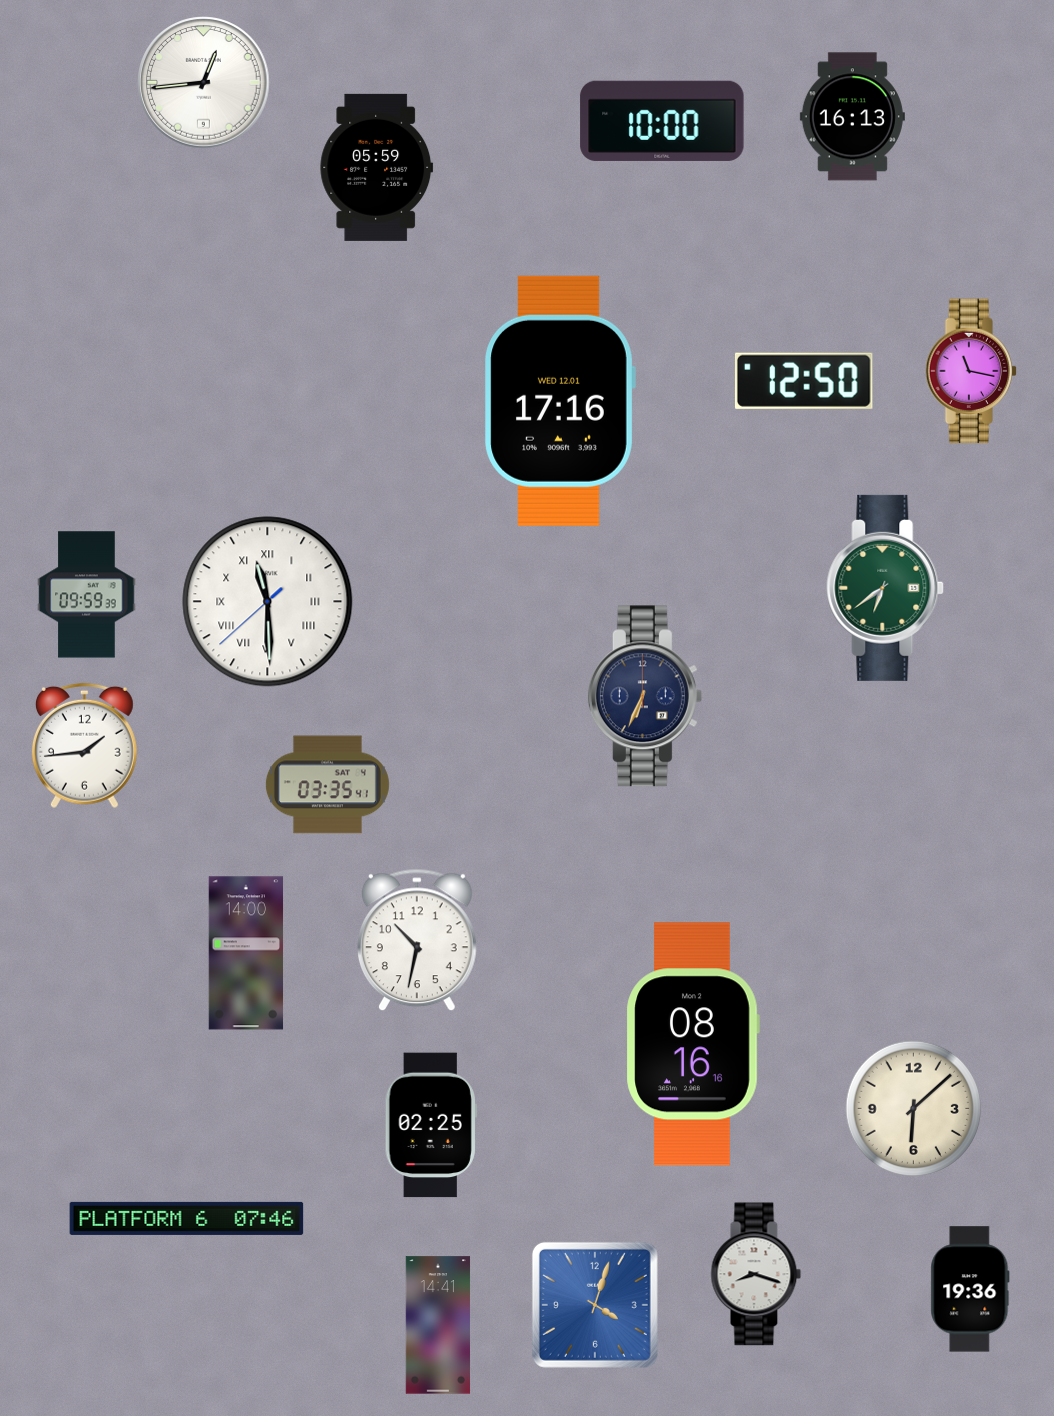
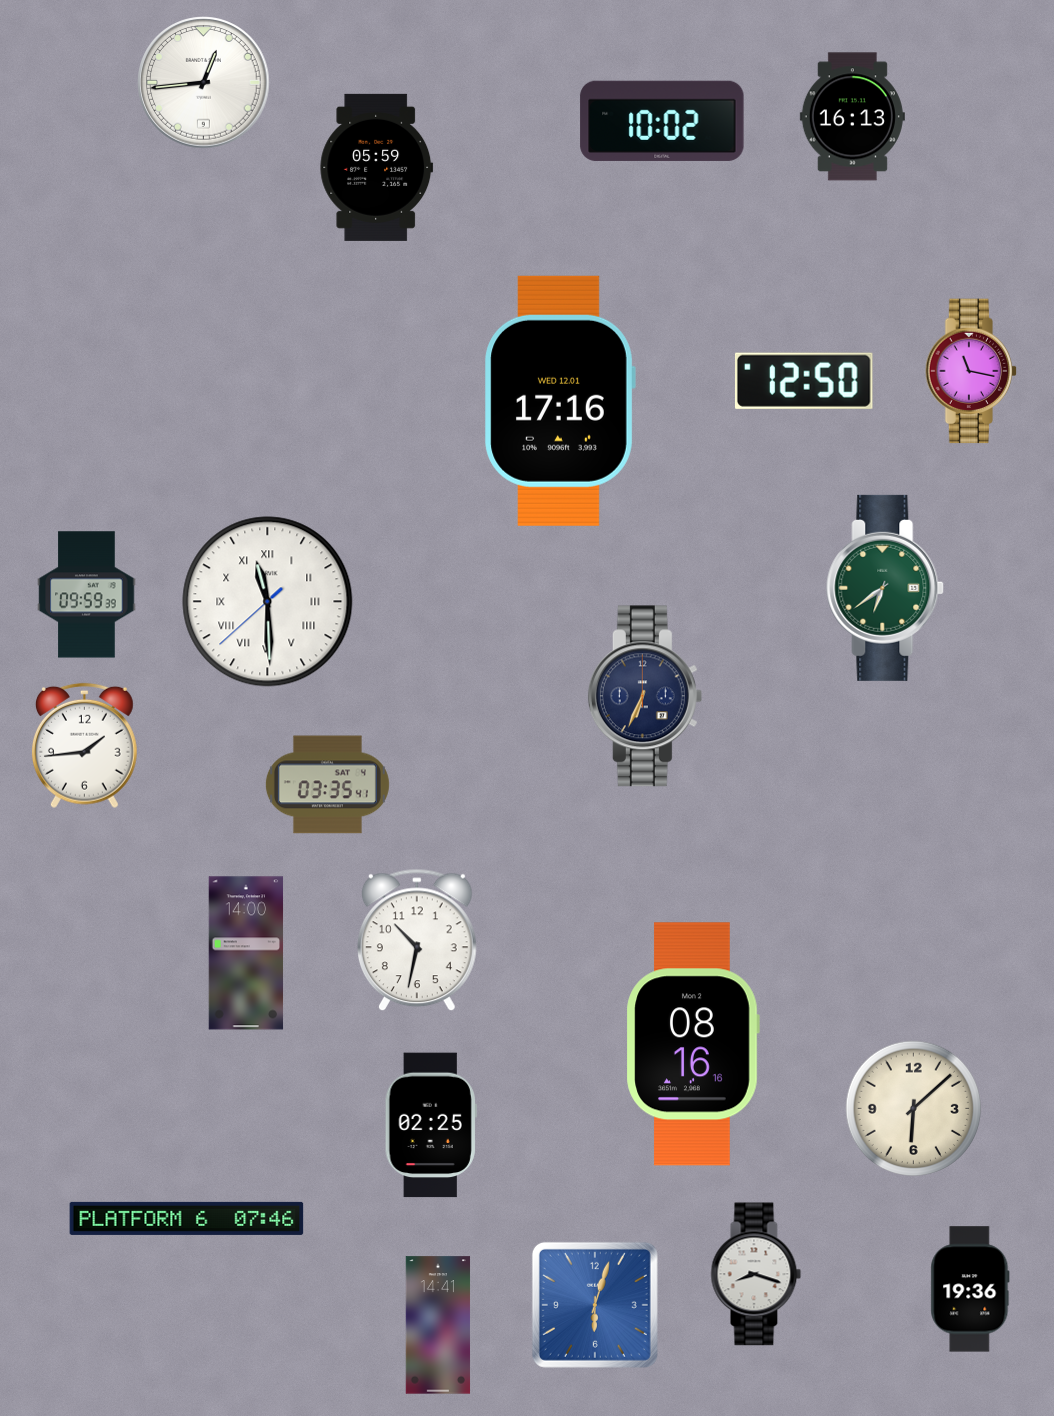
clock at (662, 121): 10:00 -> 10:02
clock at (595, 1305): 4:03 -> 6:03
